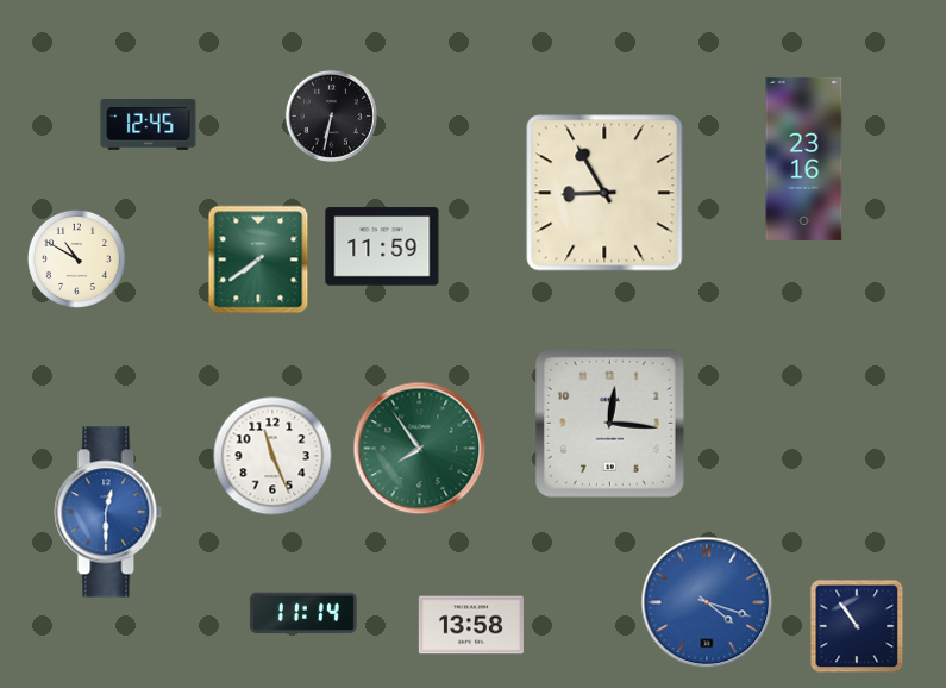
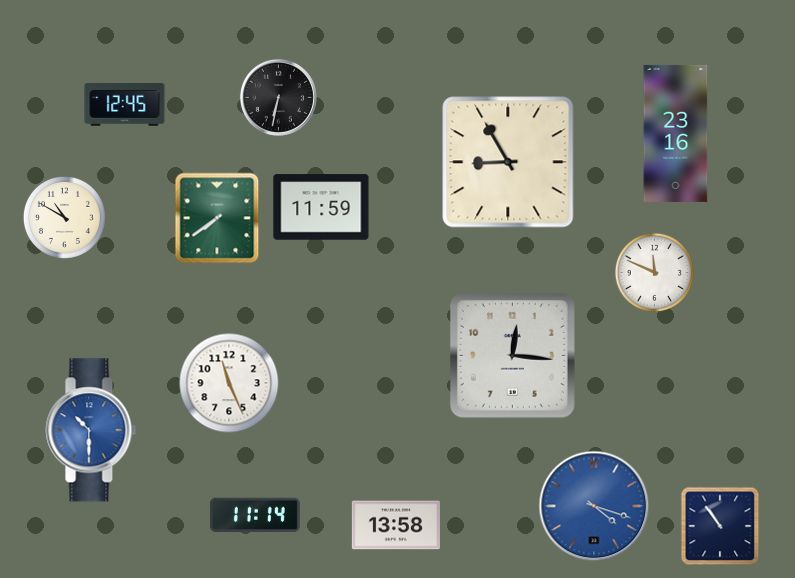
clock at (654, 272): none -> 11:49
clock at (420, 449): 7:54 -> none
clock at (108, 512): 12:30 -> 10:30
